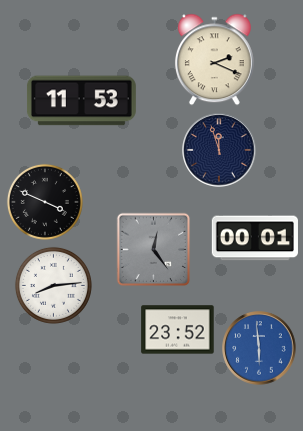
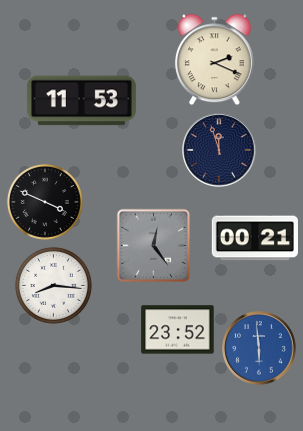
clock at (255, 238): 00:01 -> 00:21
clock at (154, 250) position: (154, 250) -> (154, 246)
clock at (53, 285): 8:14 -> 8:16
